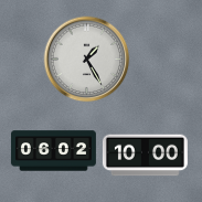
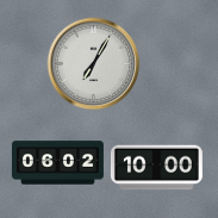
clock at (86, 59): 1:25 -> 7:05
